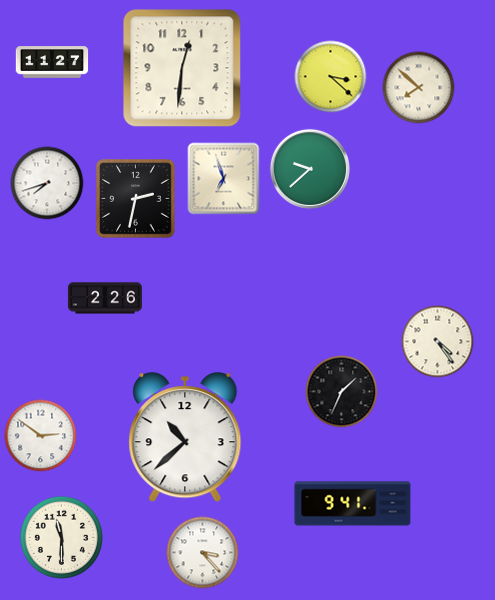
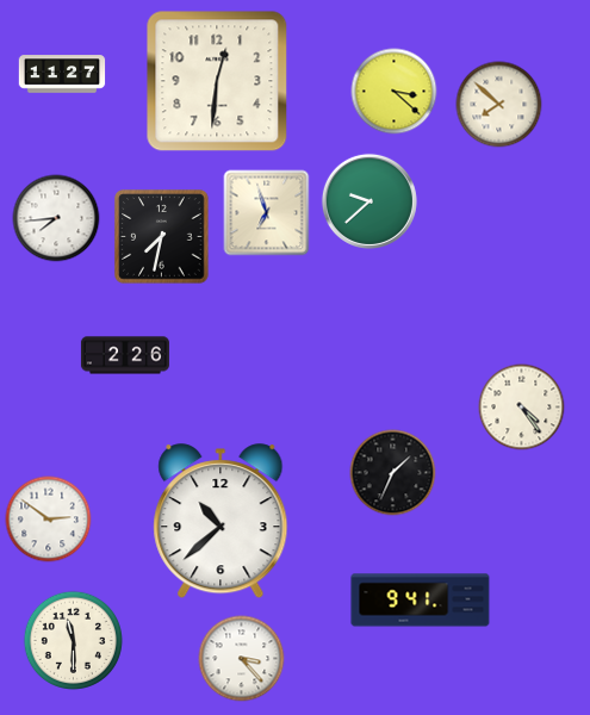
clock at (47, 183): 7:42 -> 7:44
clock at (136, 199): 2:32 -> 7:32
clock at (342, 392) position: (342, 392) -> (393, 473)
